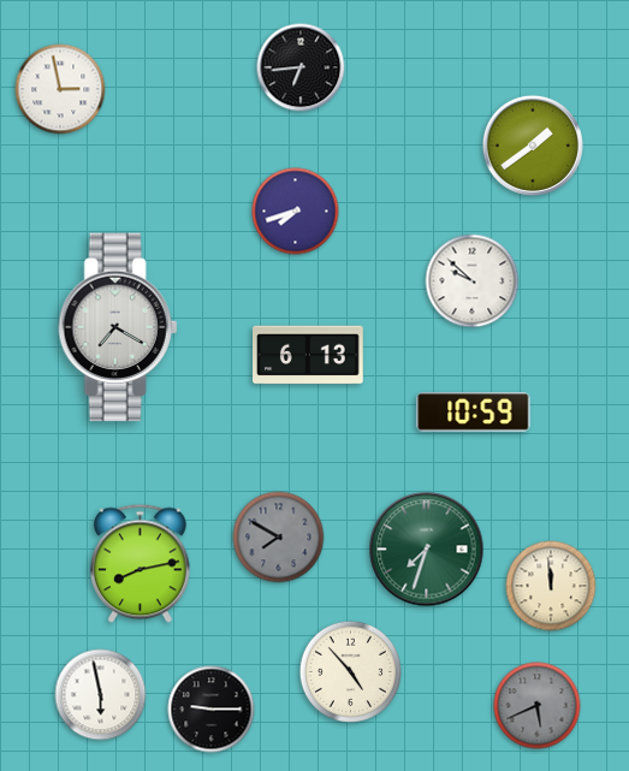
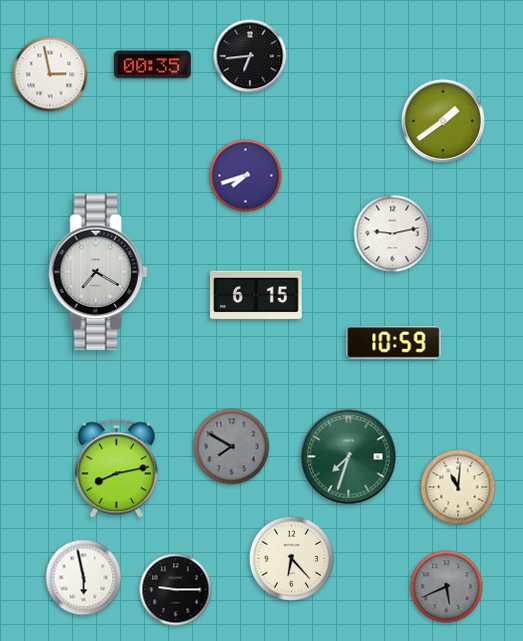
clock at (152, 65): none -> 00:35
clock at (473, 281): 9:52 -> 9:13
clock at (309, 355): 6:13 -> 6:15
clock at (427, 550) position: (427, 550) -> (349, 457)
clock at (551, 586): 11:59 -> 11:01
clock at (350, 671): 4:53 -> 6:23
